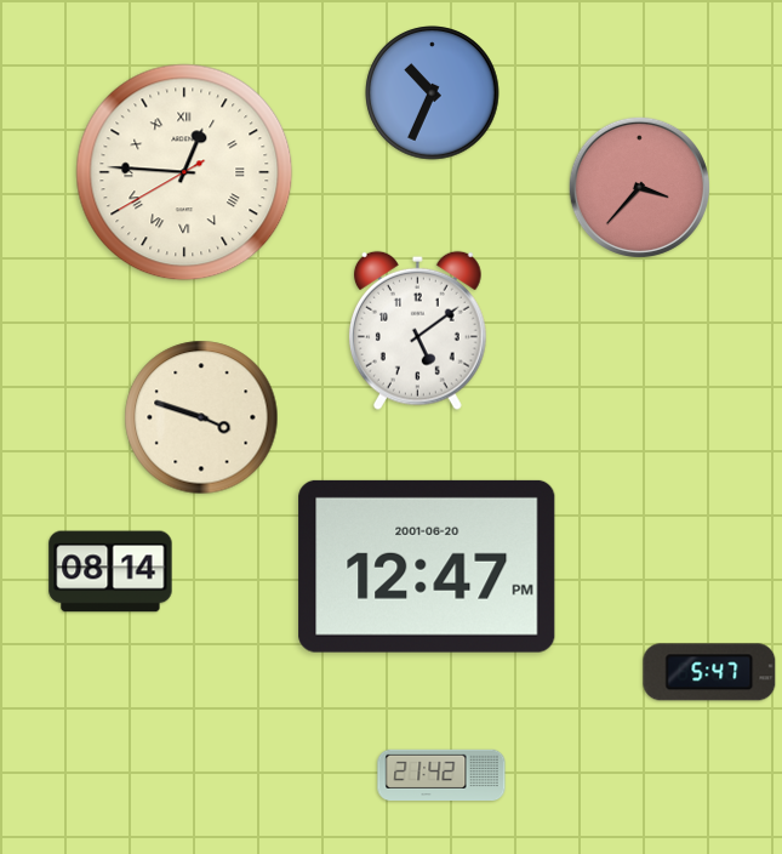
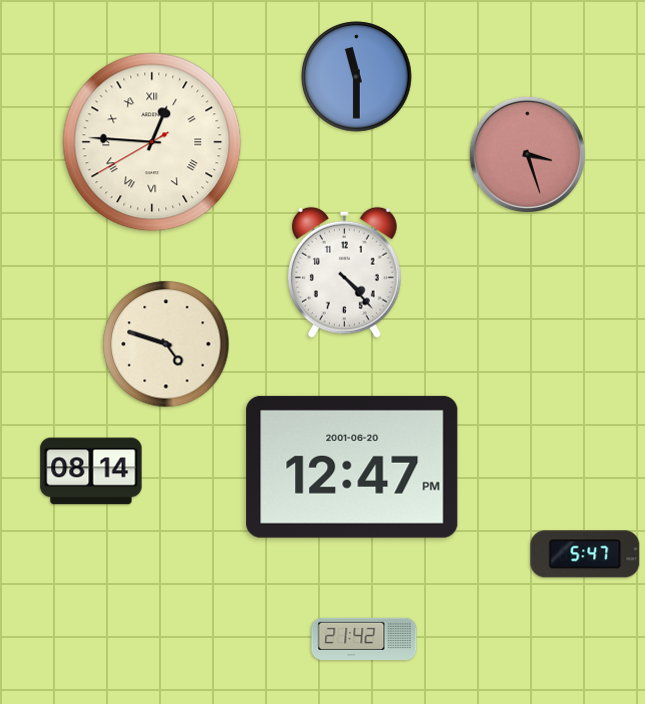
clock at (433, 93): 10:34 -> 11:30
clock at (639, 187): 3:37 -> 3:27
clock at (417, 330): 5:09 -> 4:23
clock at (201, 417): 3:48 -> 4:48
